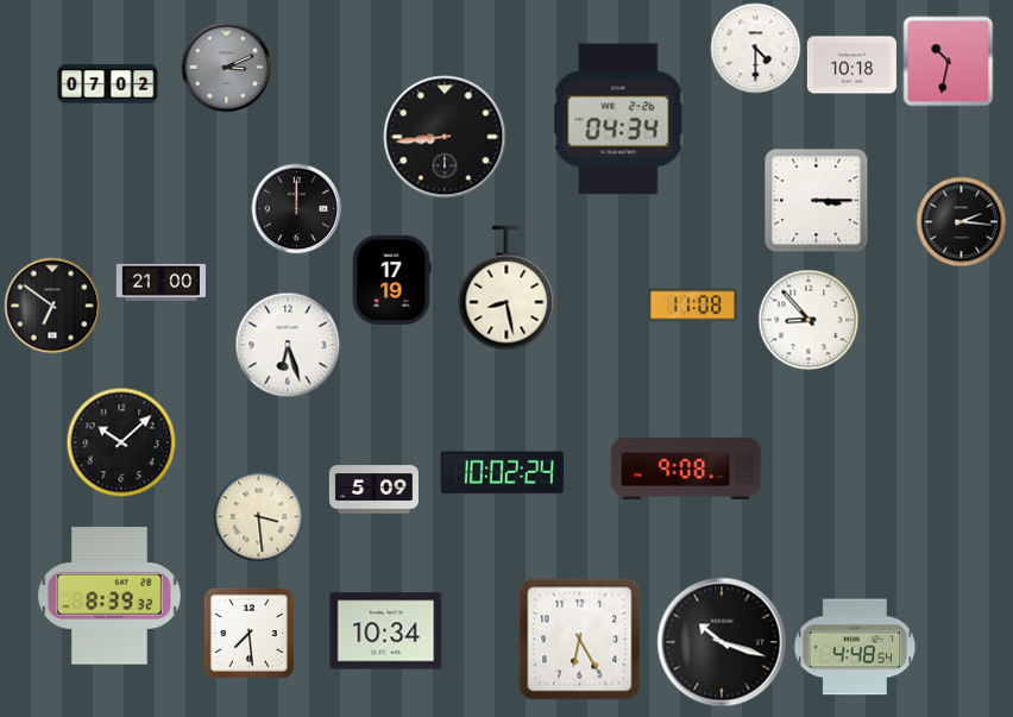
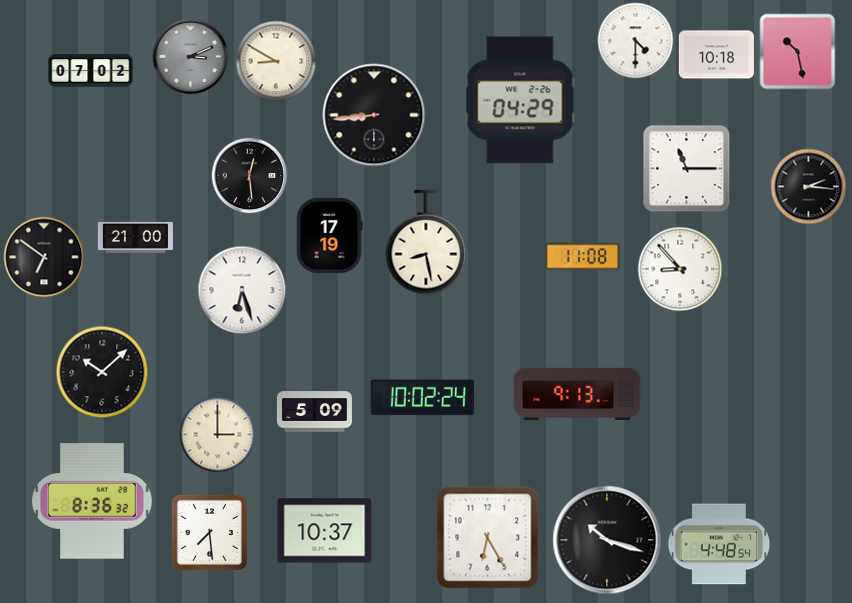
clock at (949, 62): 10:32 -> 10:28
clock at (276, 61): none -> 8:50
clock at (618, 119): 04:34 -> 04:29
clock at (817, 201): 3:15 -> 11:15
clock at (297, 209): 12:00 -> 12:29
clock at (686, 468): 9:08 -> 9:13
clock at (259, 517): 3:29 -> 3:00
clock at (109, 596): 8:39 -> 8:36
clock at (386, 631): 10:34 -> 10:37
